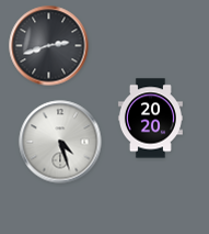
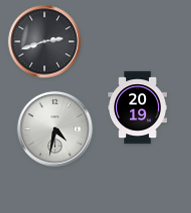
clock at (150, 119): 20:20 -> 20:19
clock at (60, 142): 4:27 -> 4:32
